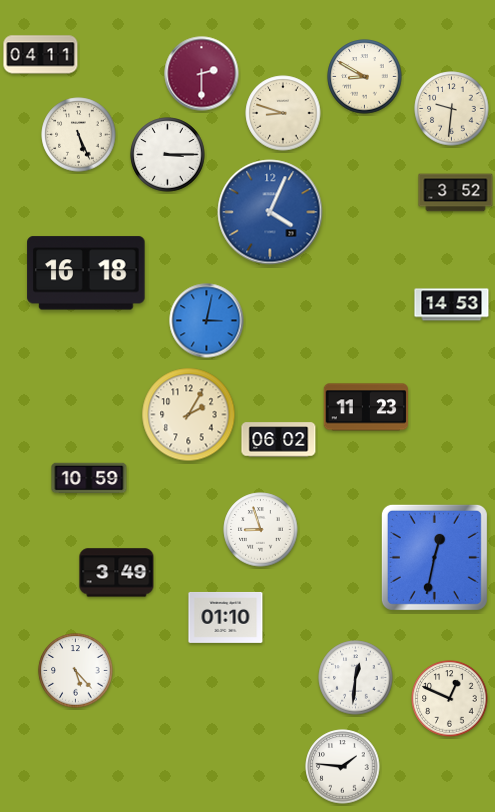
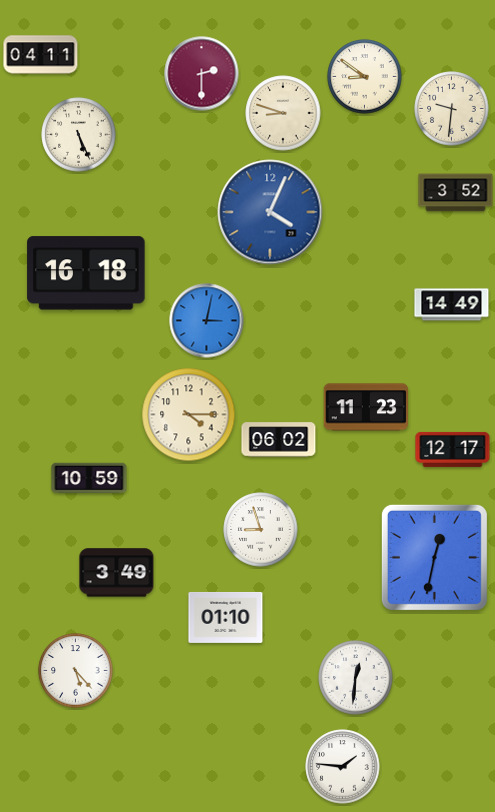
clock at (365, 77): 8:50 -> 8:51
clock at (168, 155): 3:15 -> none
clock at (452, 305): 14:53 -> 14:49
clock at (189, 415): 2:05 -> 4:15
clock at (453, 449): none -> 12:17
clock at (450, 699): 12:49 -> none
